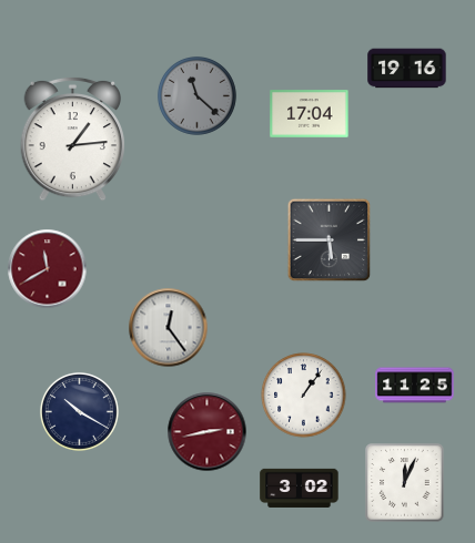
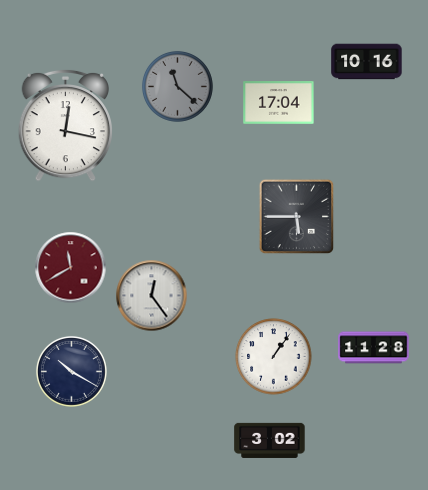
clock at (407, 69): 19:16 -> 10:16
clock at (73, 139): 1:14 -> 12:17
clock at (48, 269) position: (48, 269) -> (71, 268)
clock at (415, 386): 11:25 -> 11:28
clock at (208, 432): 2:43 -> none
clock at (405, 483): 12:04 -> none
